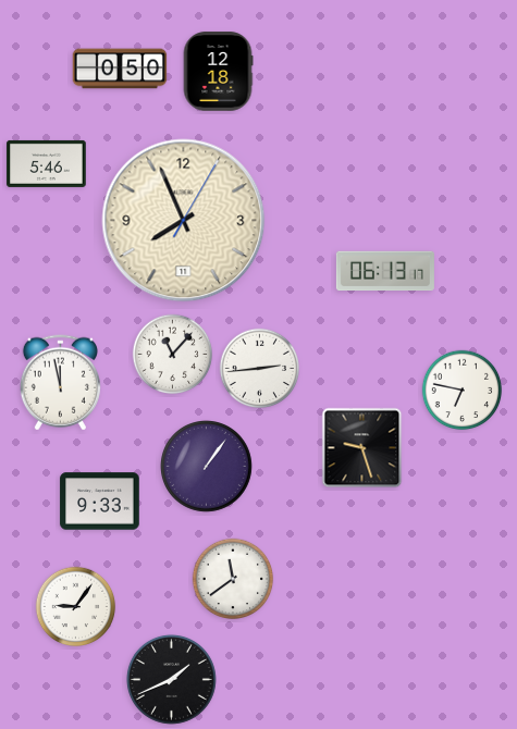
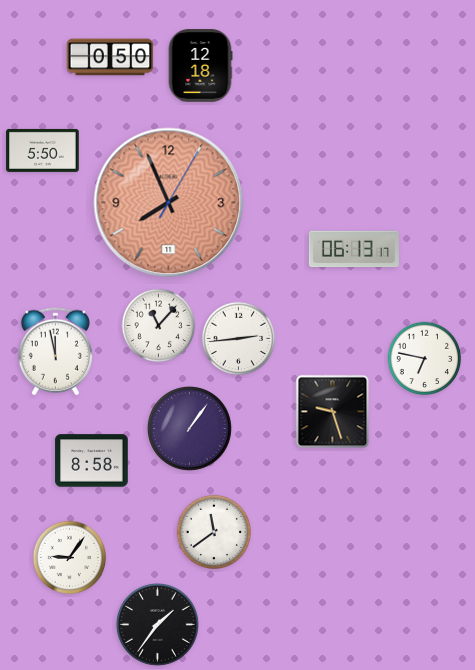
clock at (120, 69) position: (120, 69) -> (110, 57)
clock at (47, 163): 5:46 -> 5:50
clock at (184, 221) dial: cream -> salmon
clock at (100, 502): 9:33 -> 8:58
clock at (171, 679): 1:41 -> 1:36
